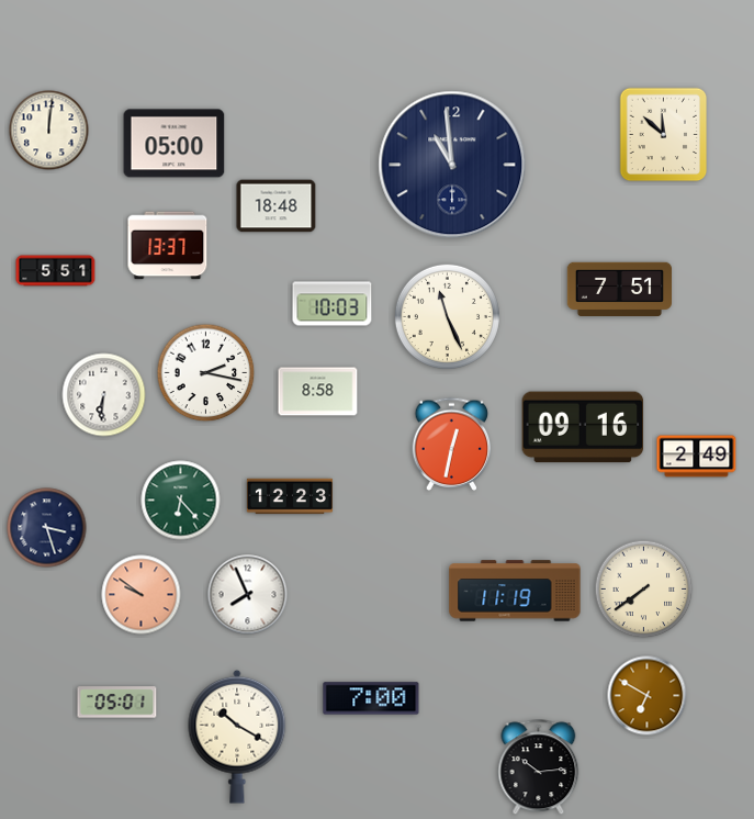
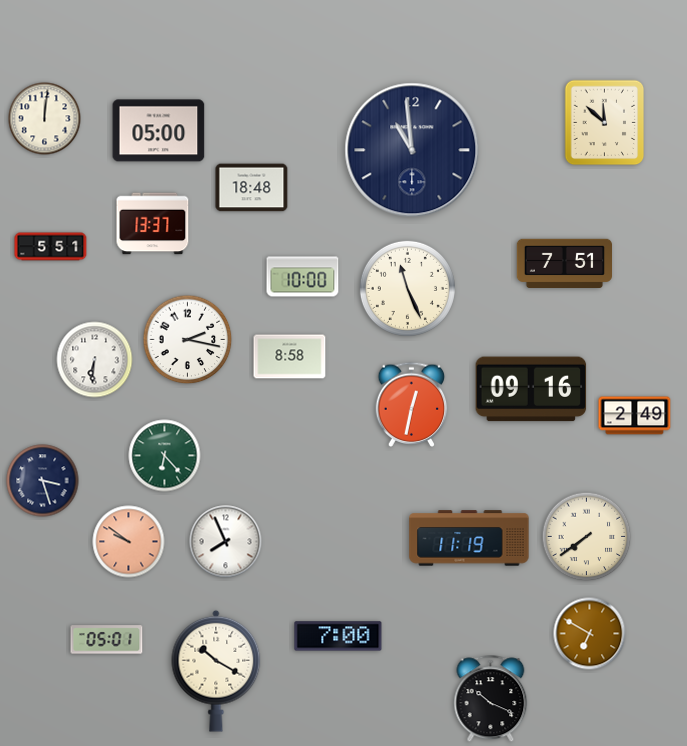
clock at (333, 304): 10:03 -> 10:00
clock at (289, 496): 12:23 -> none
clock at (539, 767): 10:14 -> 10:19
